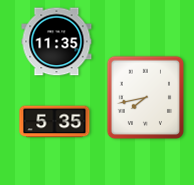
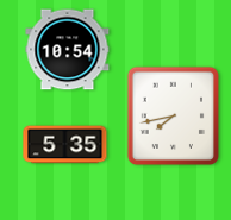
clock at (57, 42): 11:35 -> 10:54
